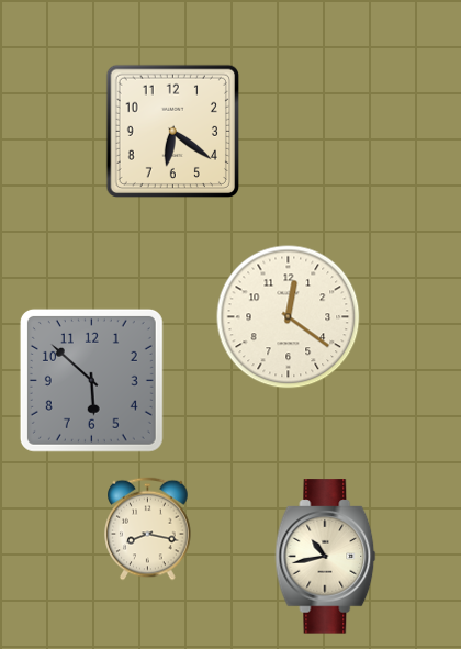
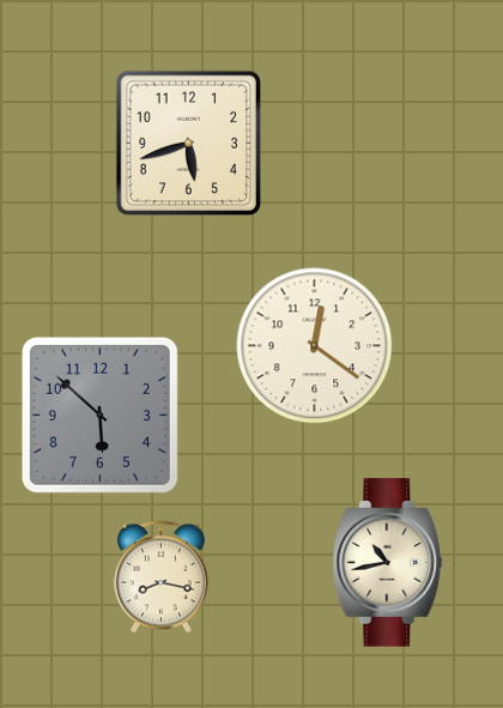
clock at (172, 131): 6:21 -> 5:42
clock at (326, 557) position: (326, 557) -> (388, 563)
